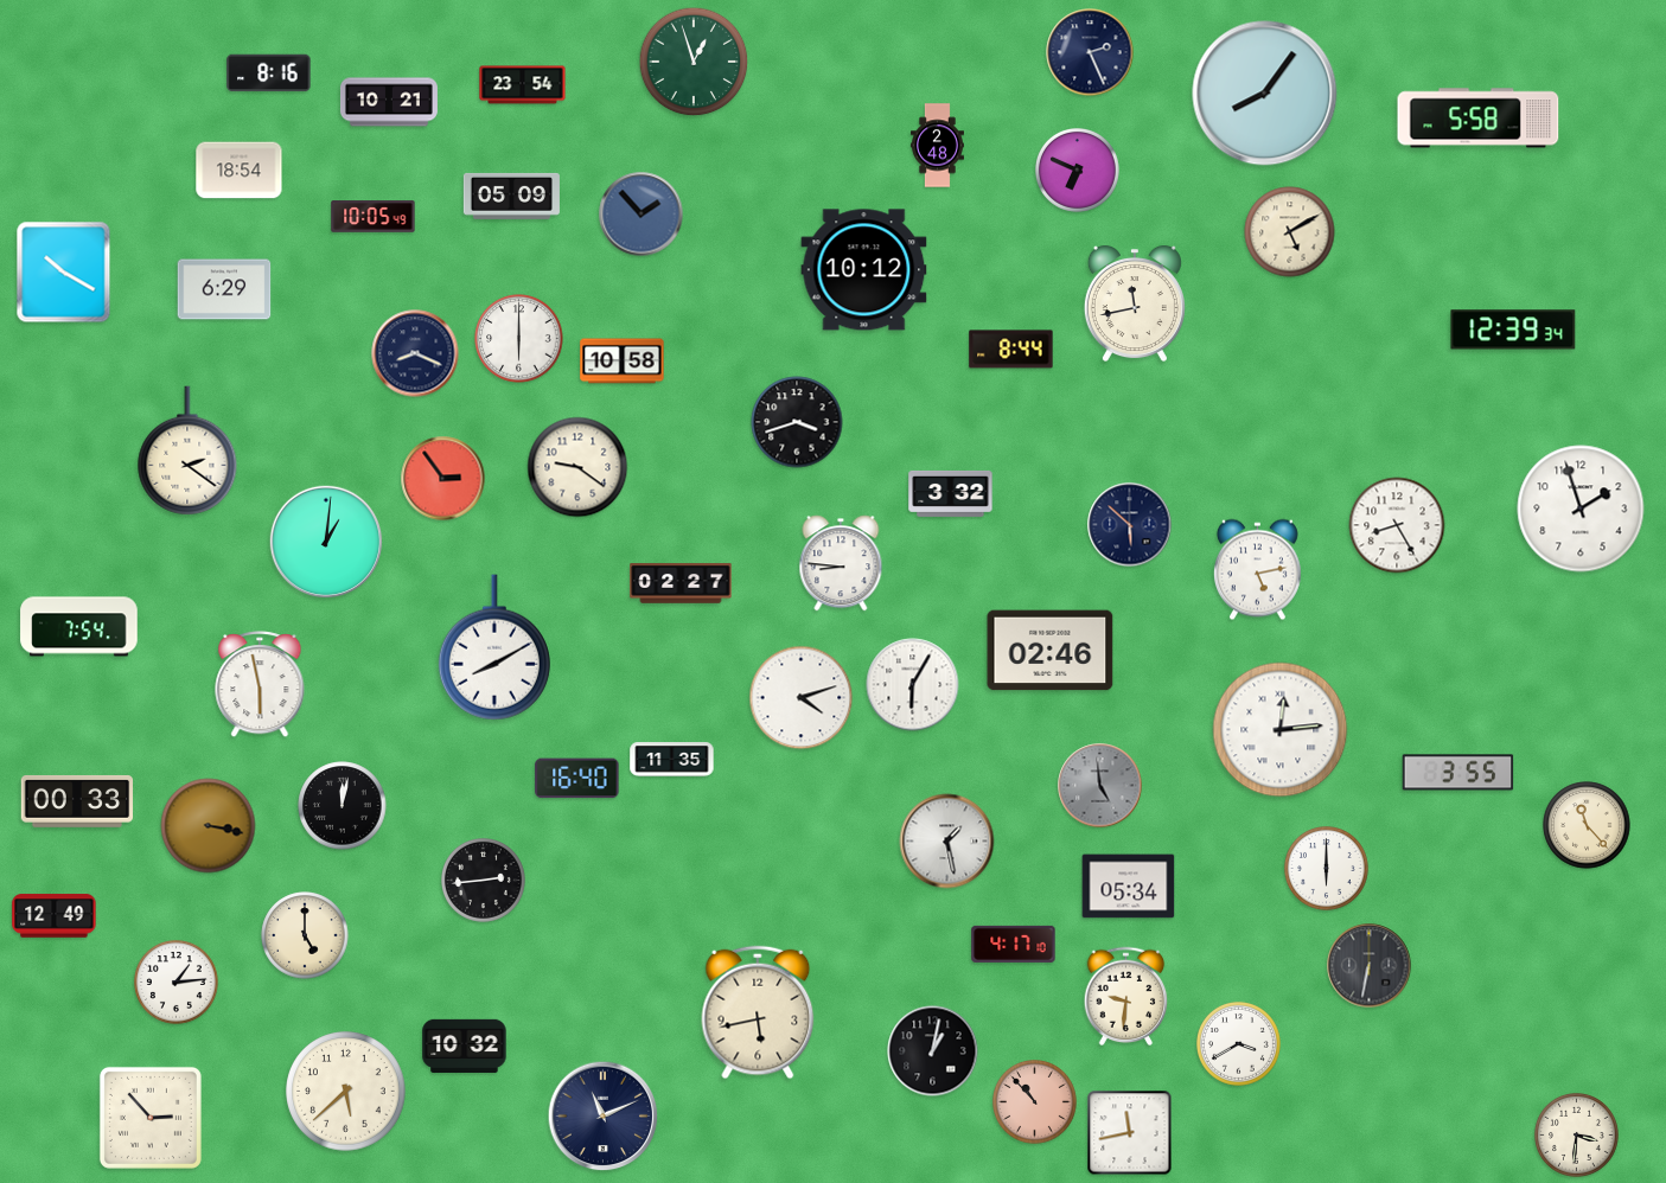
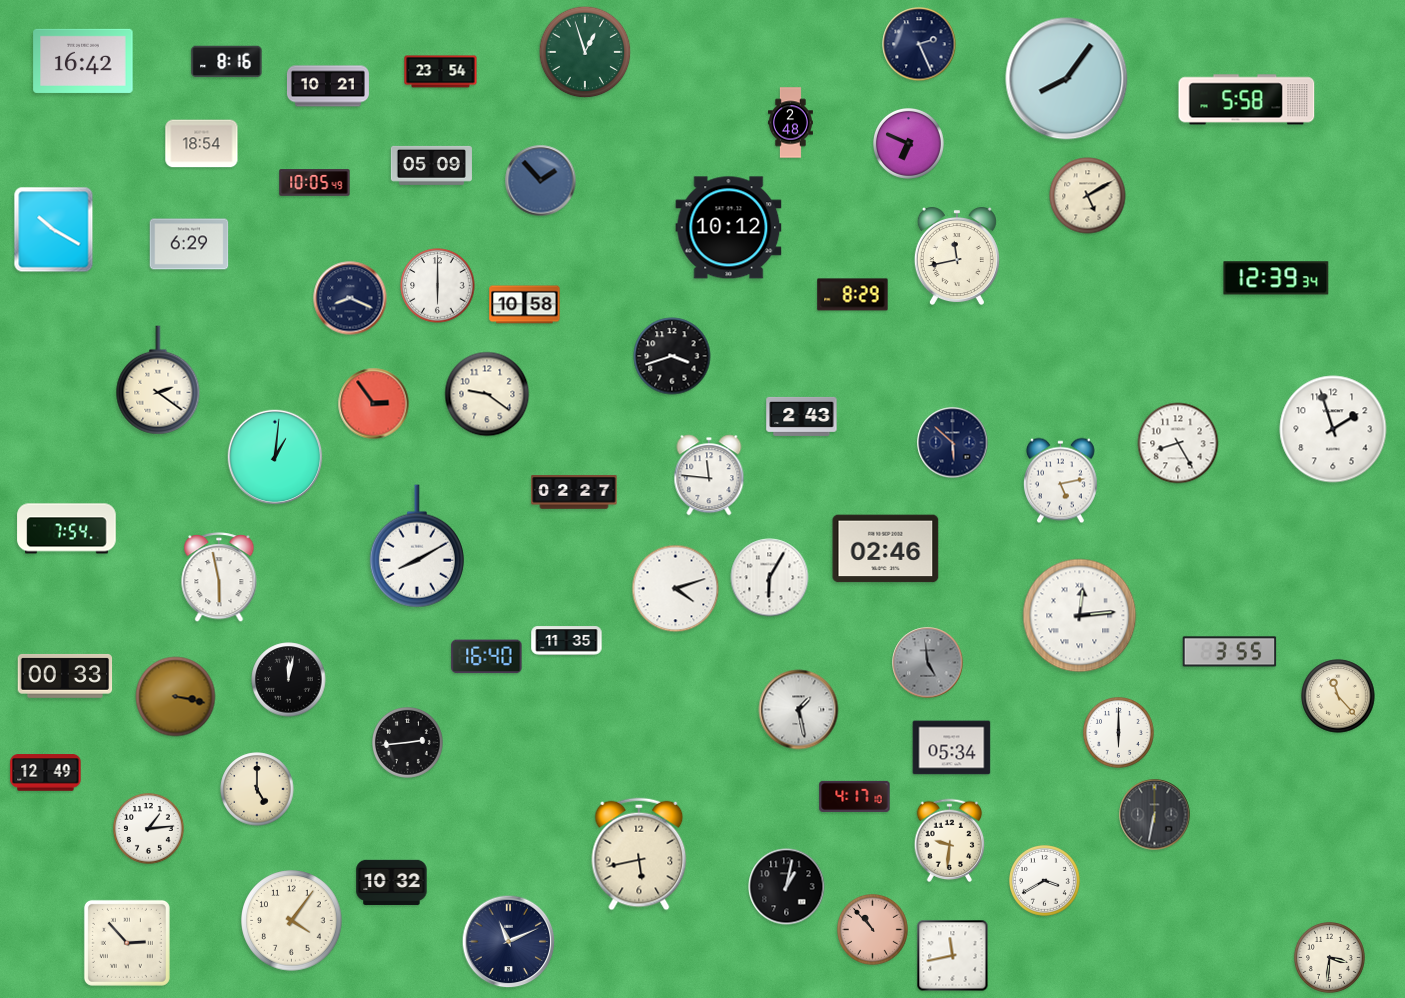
clock at (83, 61): none -> 16:42
clock at (1011, 350): 8:44 -> 8:29
clock at (951, 493): 3:32 -> 2:43
clock at (841, 563): 8:46 -> 11:46
clock at (346, 1092): 5:38 -> 4:06
